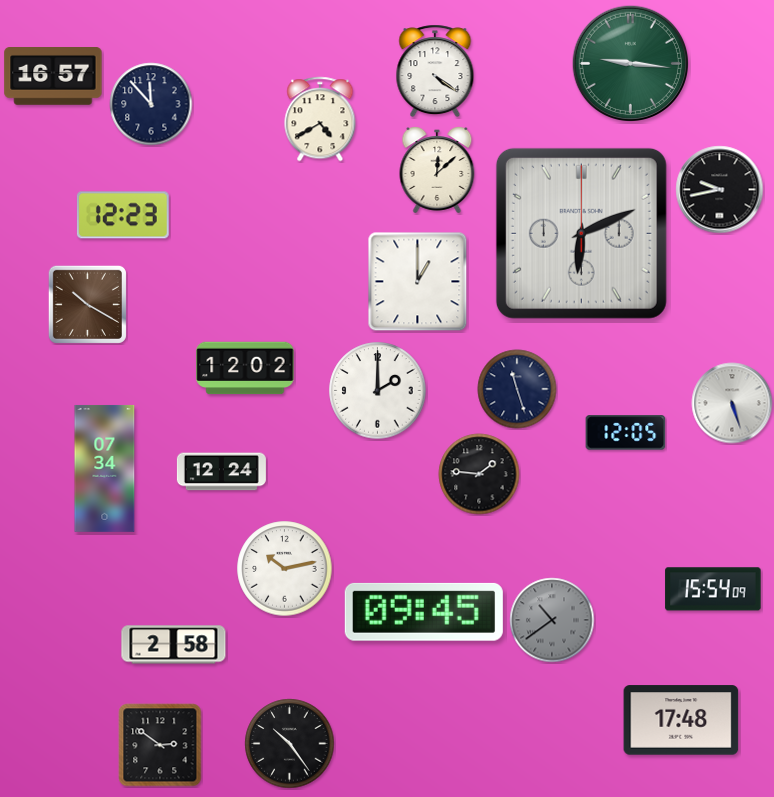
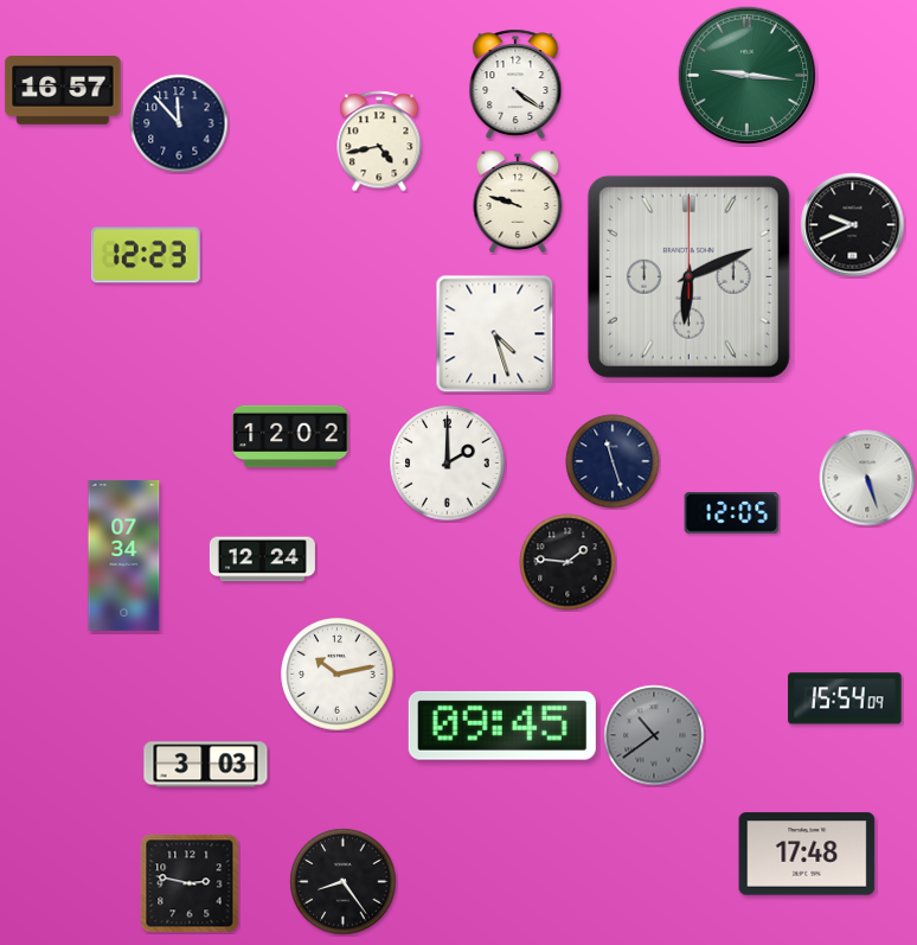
clock at (320, 119): 4:40 -> 4:43
clock at (437, 170): 12:08 -> 9:48
clock at (720, 190): 9:43 -> 9:41
clock at (418, 282): 1:00 -> 4:27
clock at (87, 304): 10:20 -> none
clock at (626, 433) position: (626, 433) -> (732, 513)
clock at (174, 645): 2:58 -> 3:03
clock at (290, 744): 10:24 -> 8:24
clock at (160, 745): 2:51 -> 2:47
